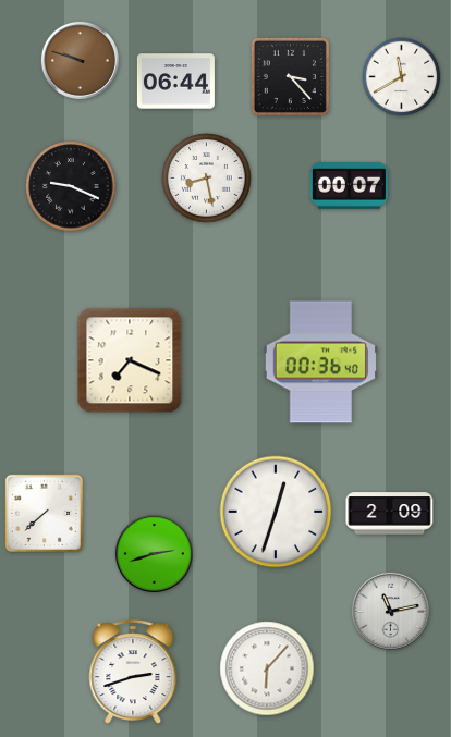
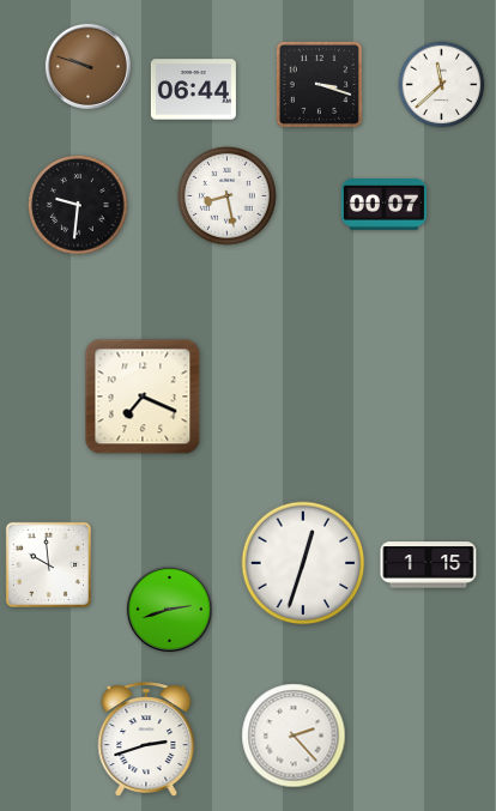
clock at (290, 76): 3:23 -> 3:18
clock at (402, 77): 11:40 -> 11:38
clock at (71, 186): 9:19 -> 9:31
clock at (320, 363): 00:36 -> none
clock at (44, 513): 7:38 -> 9:59
clock at (390, 514): 2:09 -> 1:15
clock at (390, 611): 11:13 -> none
clock at (267, 668): 6:07 -> 2:23
